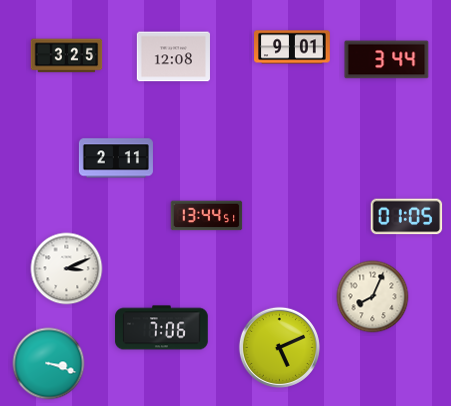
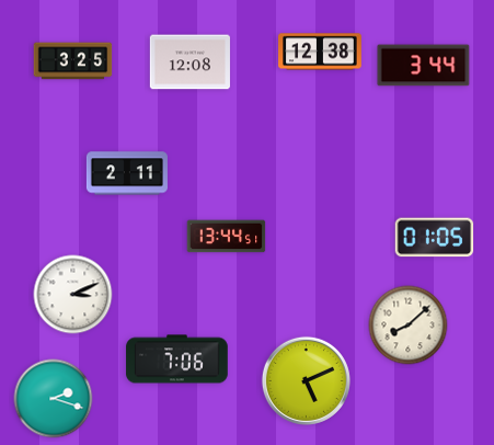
clock at (292, 47): 9:01 -> 12:38
clock at (407, 217) position: (407, 217) -> (435, 238)
clock at (373, 297): 8:04 -> 8:08
clock at (49, 364): 3:18 -> 2:18
